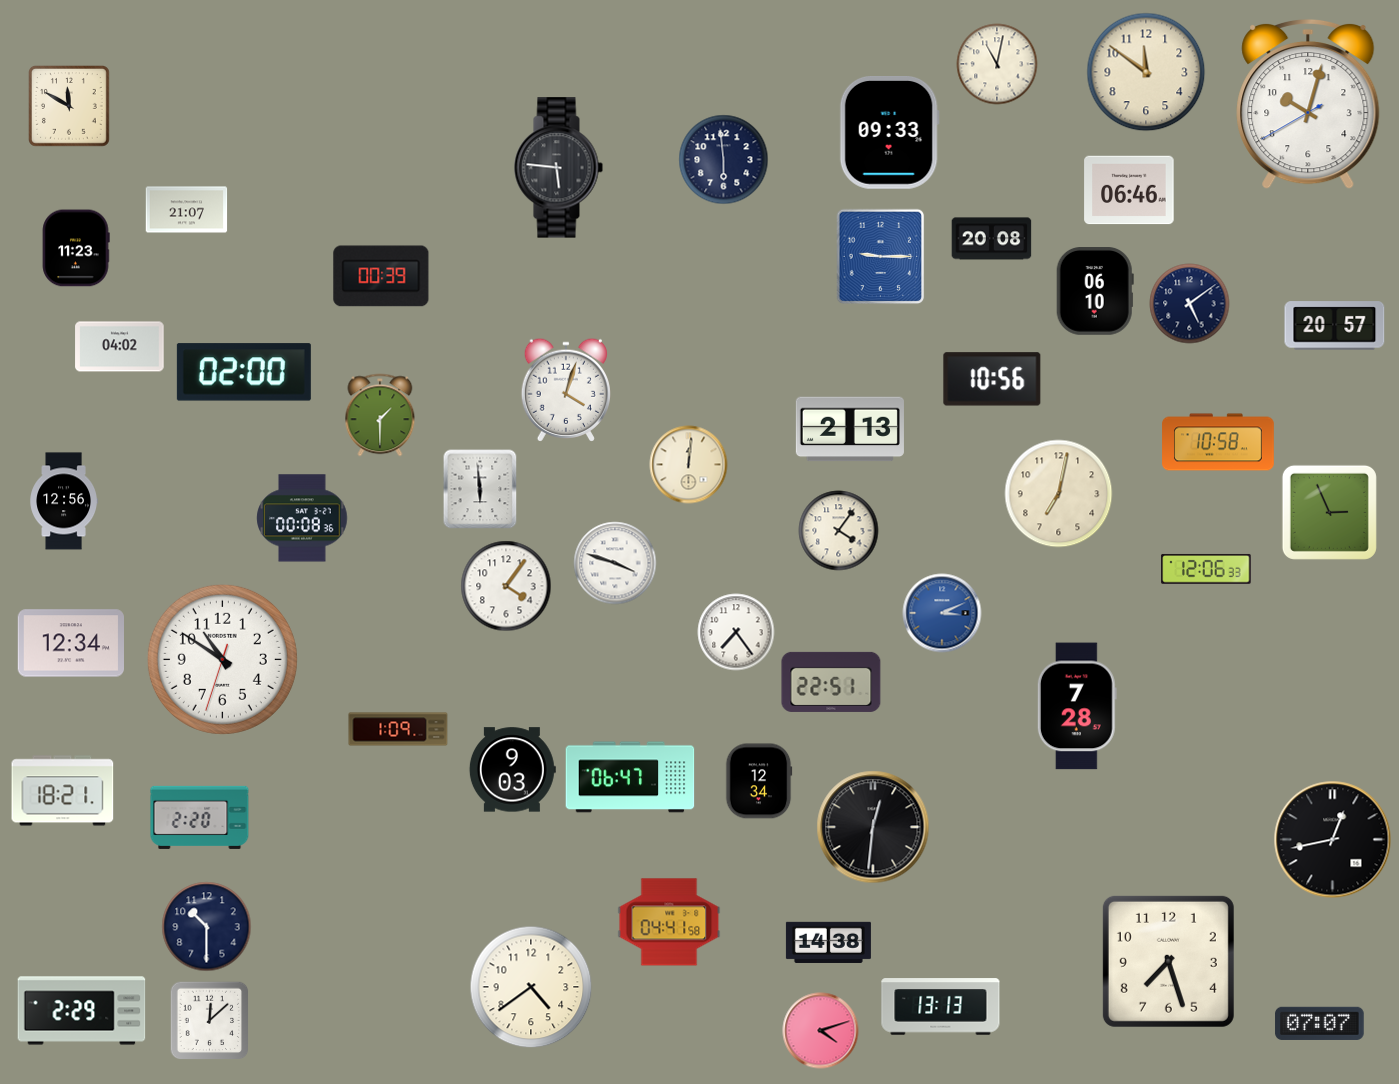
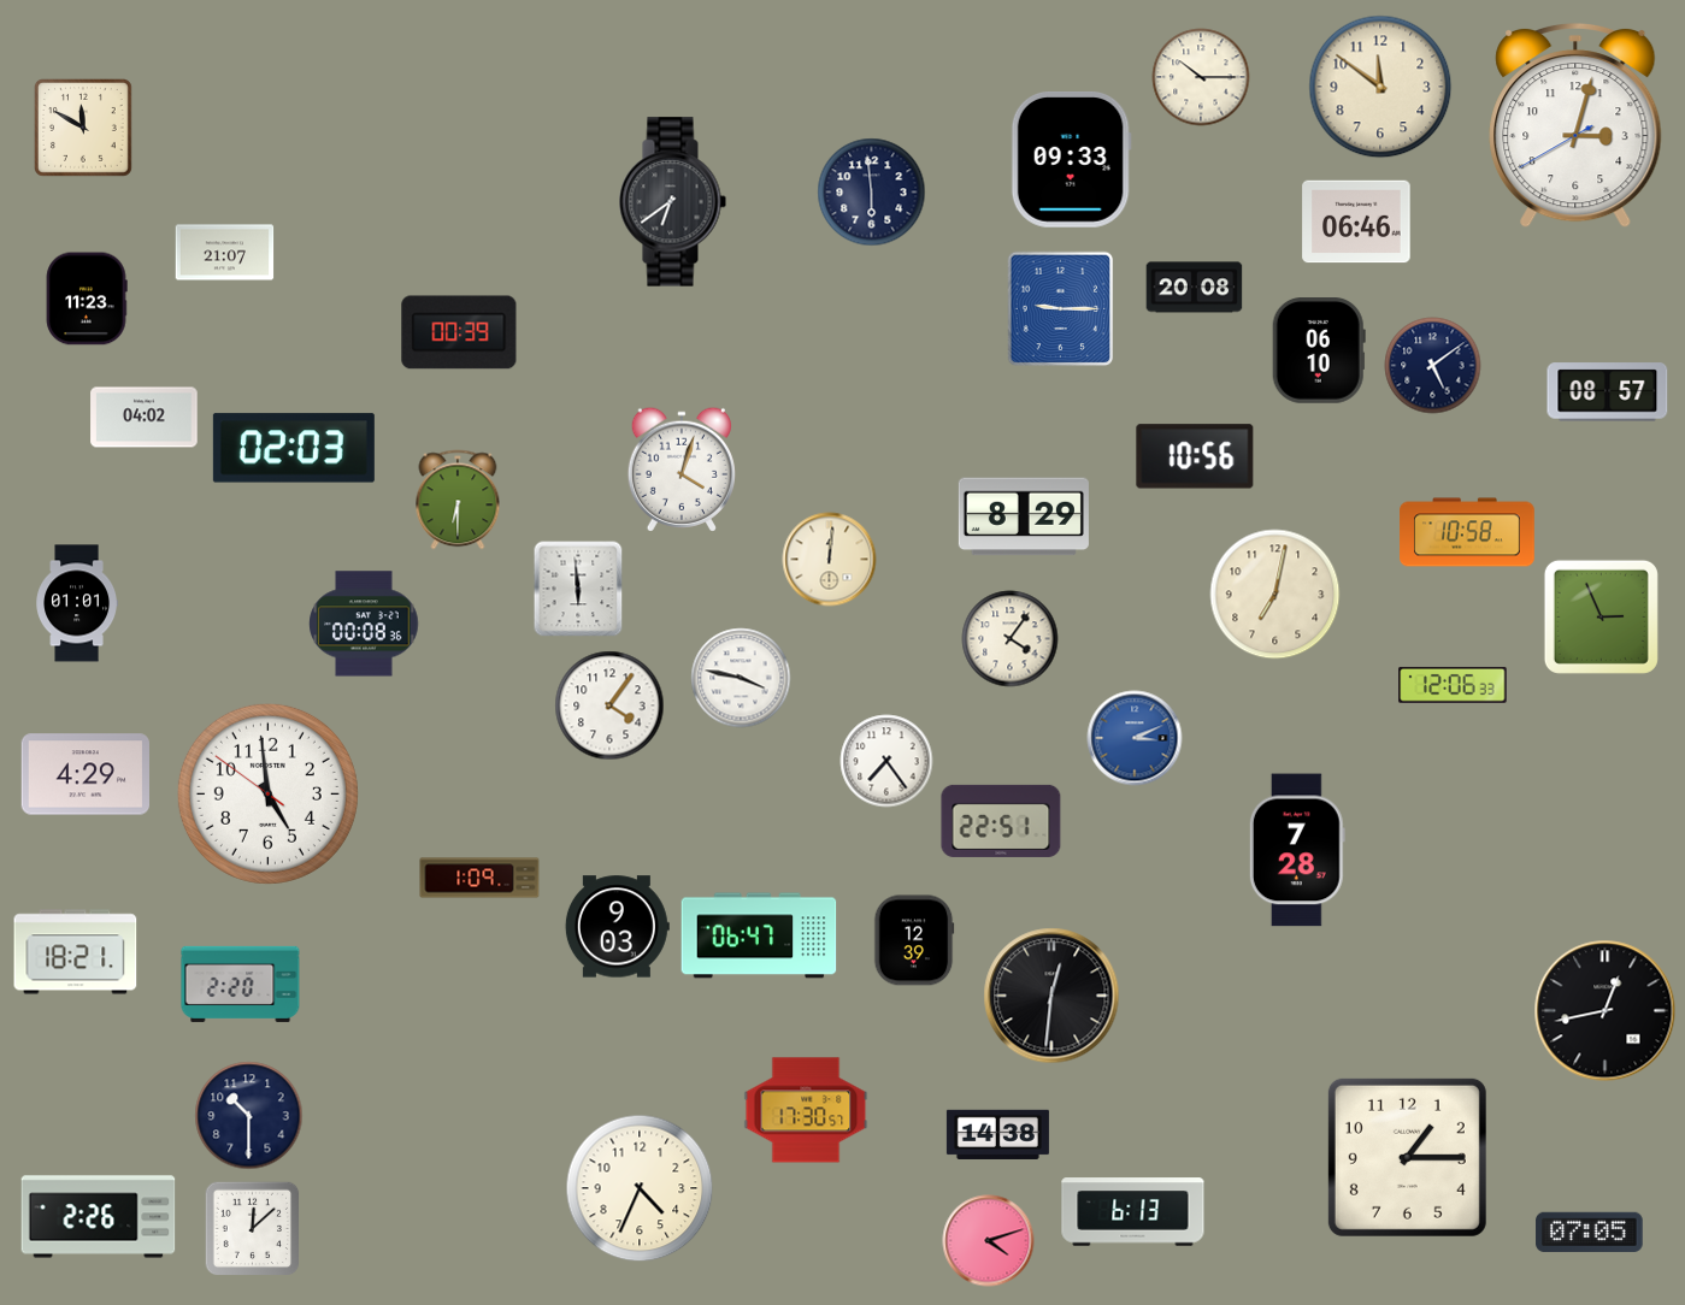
clock at (997, 64): 11:02 -> 10:15
clock at (1308, 104): 10:02 -> 3:02
clock at (558, 168): 5:46 -> 6:39
clock at (1129, 190) position: (1129, 190) -> (1356, 222)
clock at (76, 248) position: (76, 248) -> (87, 299)
clock at (1335, 326): 20:57 -> 08:57
clock at (244, 372): 02:00 -> 02:03
clock at (380, 415): 1:30 -> 6:30
clock at (850, 429): 2:13 -> 8:29
clock at (63, 501): 12:56 -> 01:01
clock at (615, 563): 3:48 -> 3:47
clock at (70, 643): 12:34 -> 4:29
clock at (222, 659): 10:50 -> 4:58
clock at (759, 781): 12:34 -> 12:39
clock at (669, 922): 04:41 -> 17:30
clock at (1168, 961): 7:27 -> 1:15
clock at (531, 987): 4:39 -> 4:34
clock at (941, 1007): 13:13 -> 6:13
clock at (82, 1011): 2:29 -> 2:26
clock at (1320, 1023): 07:07 -> 07:05
